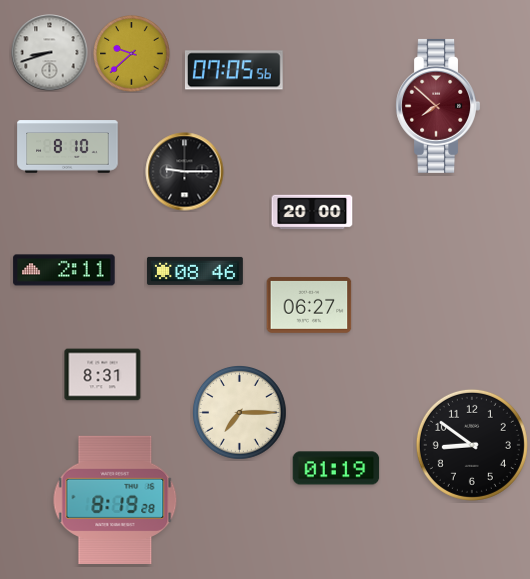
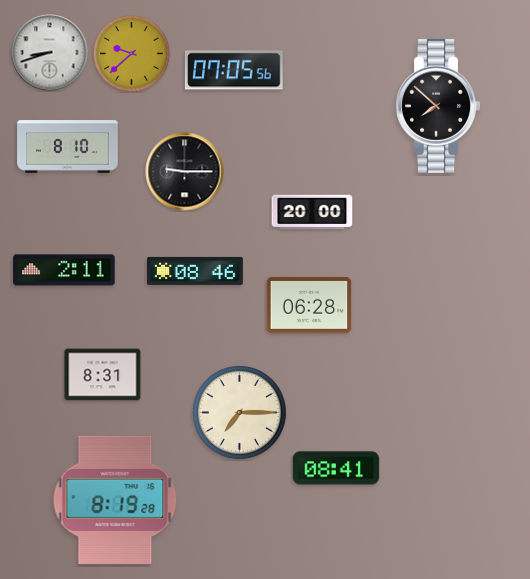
clock at (437, 106) dial: burgundy -> black
clock at (309, 305): 06:27 -> 06:28
clock at (472, 445): 8:51 -> none
clock at (336, 468): 01:19 -> 08:41
